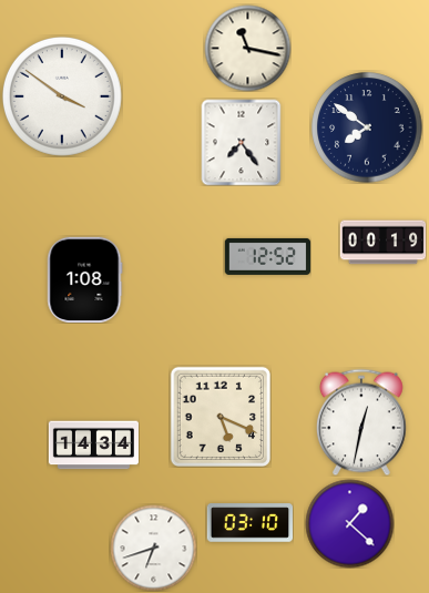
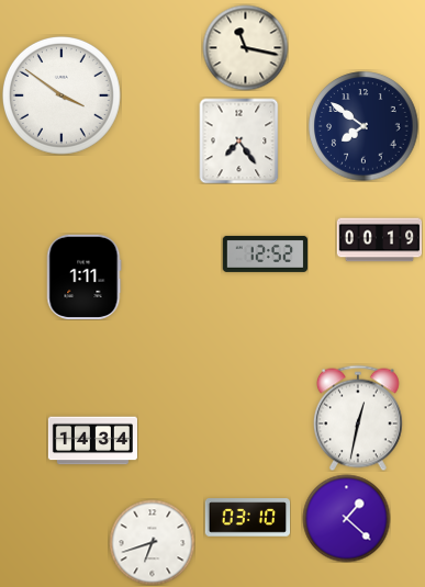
clock at (85, 279): 1:08 -> 1:11
clock at (219, 416): 5:19 -> none
